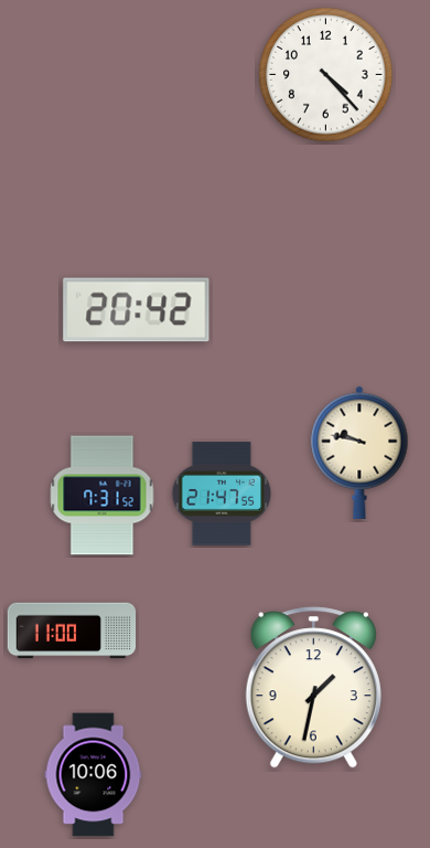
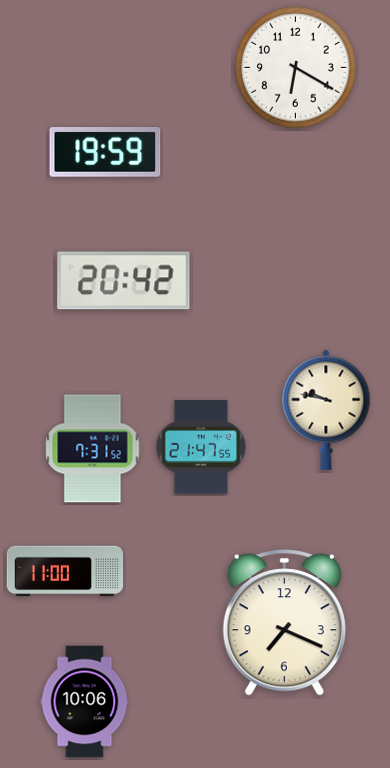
clock at (326, 75): 4:23 -> 6:20
clock at (105, 153): none -> 19:59
clock at (313, 688): 1:32 -> 7:19
